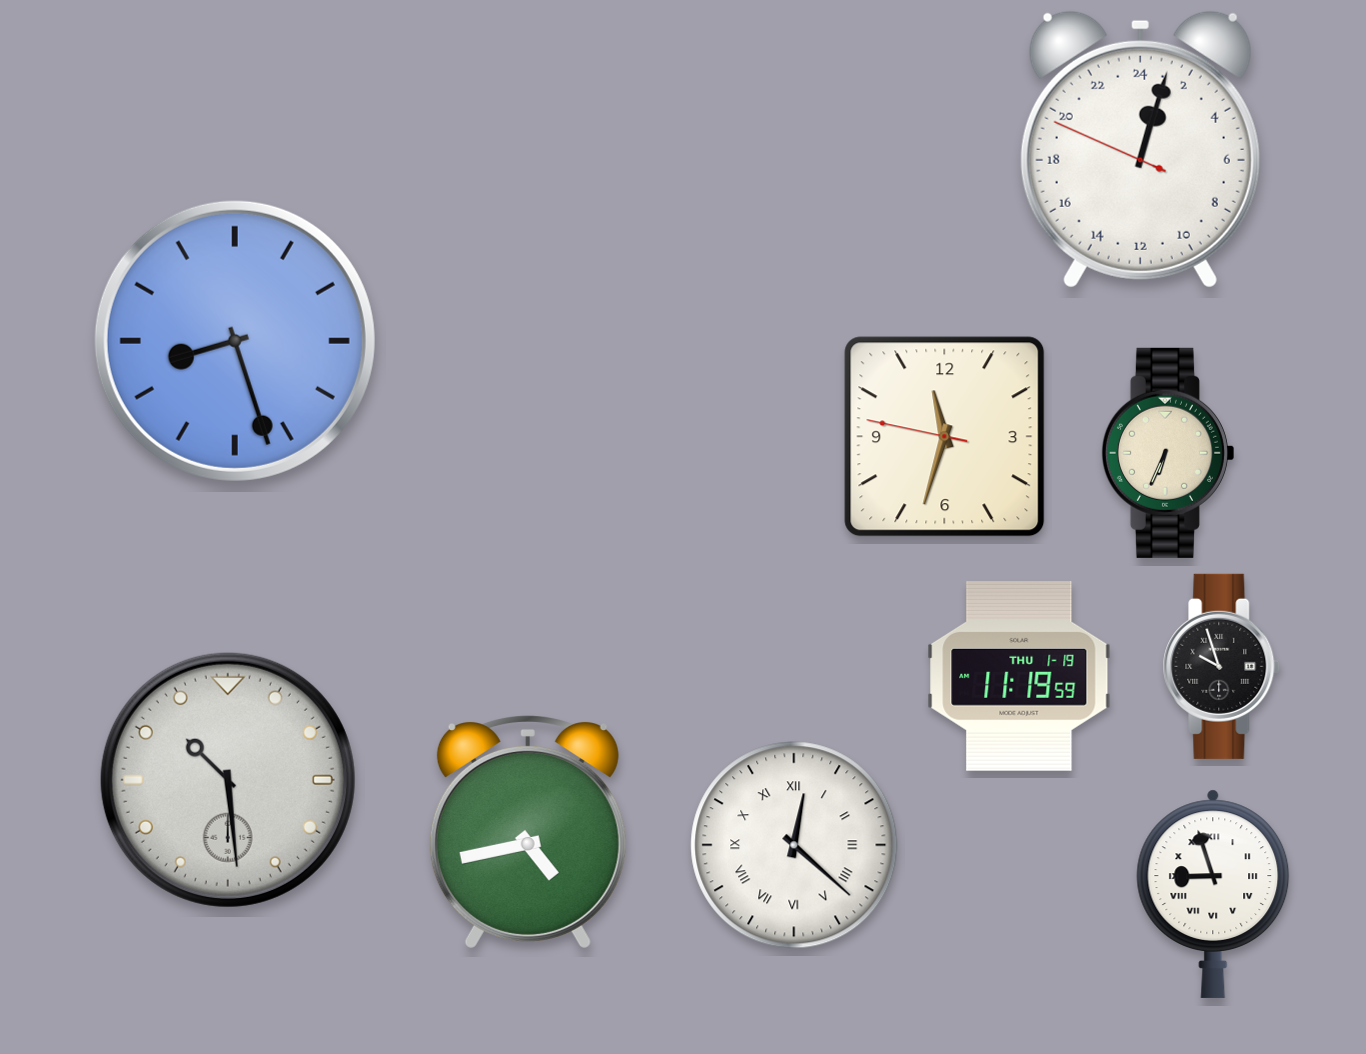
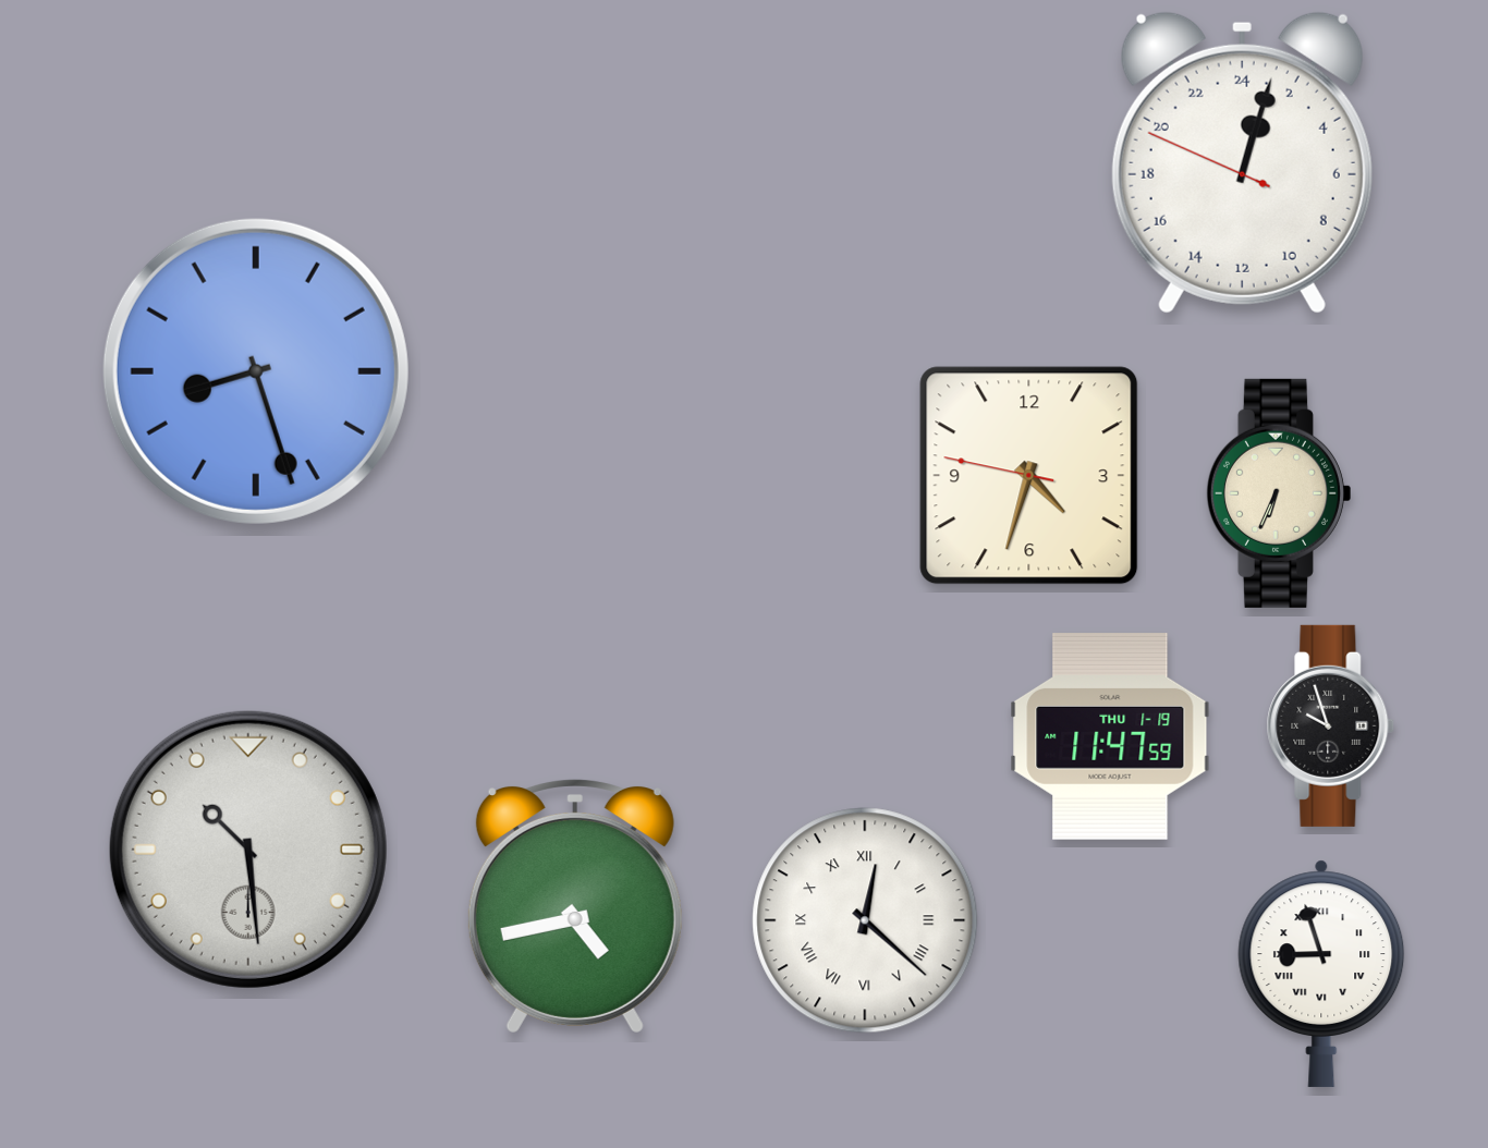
clock at (945, 437): 11:32 -> 4:32
clock at (1167, 453) position: (1167, 453) -> (1278, 493)
clock at (1019, 676): 11:19 -> 11:47
